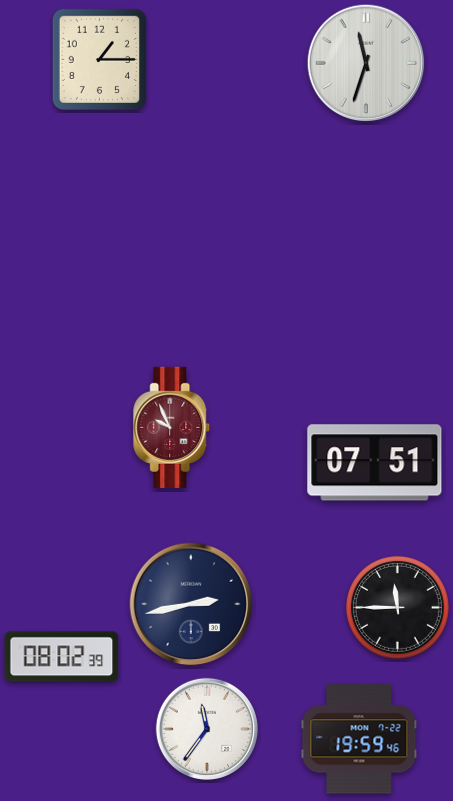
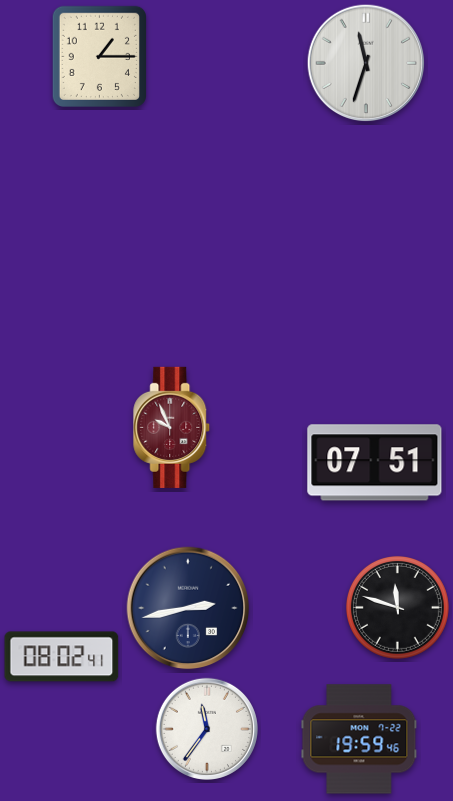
clock at (99, 59) position: (99, 59) -> (99, 56)
clock at (191, 604) position: (191, 604) -> (188, 608)
clock at (397, 607): 11:45 -> 11:48
clock at (62, 657): 08:02:39 -> 08:02:41
